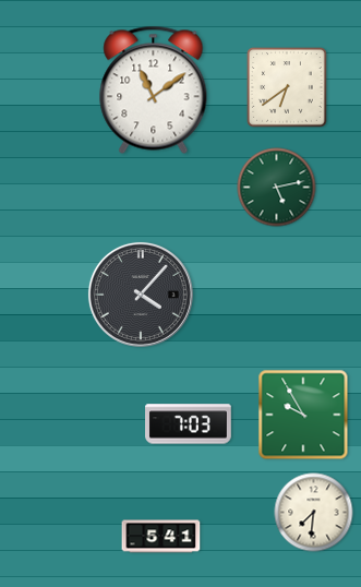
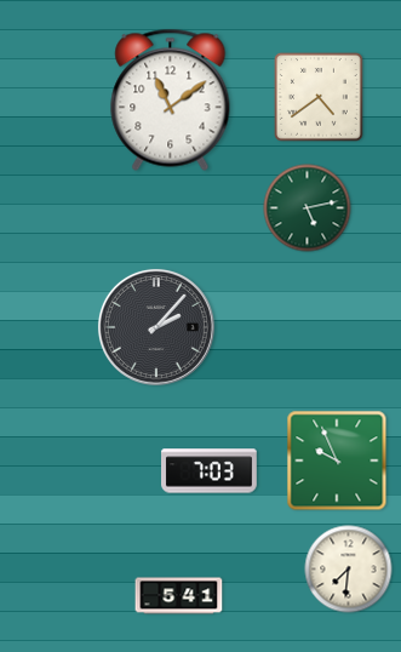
clock at (288, 88): 6:39 -> 4:39
clock at (141, 295): 4:07 -> 2:07
clock at (303, 415): 9:55 -> 9:56
